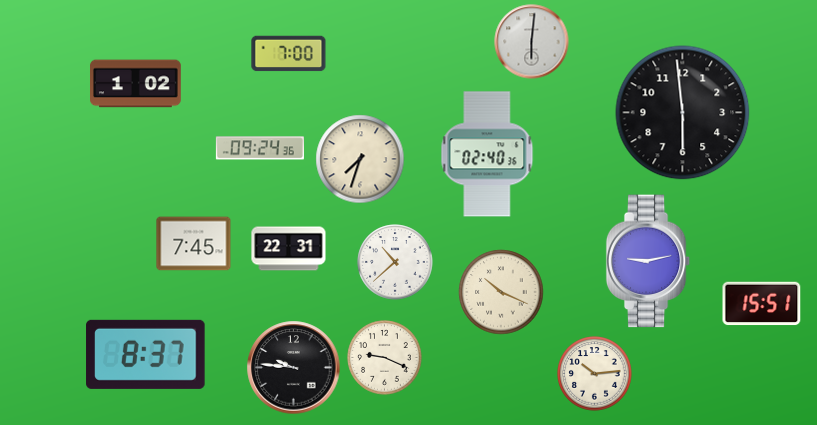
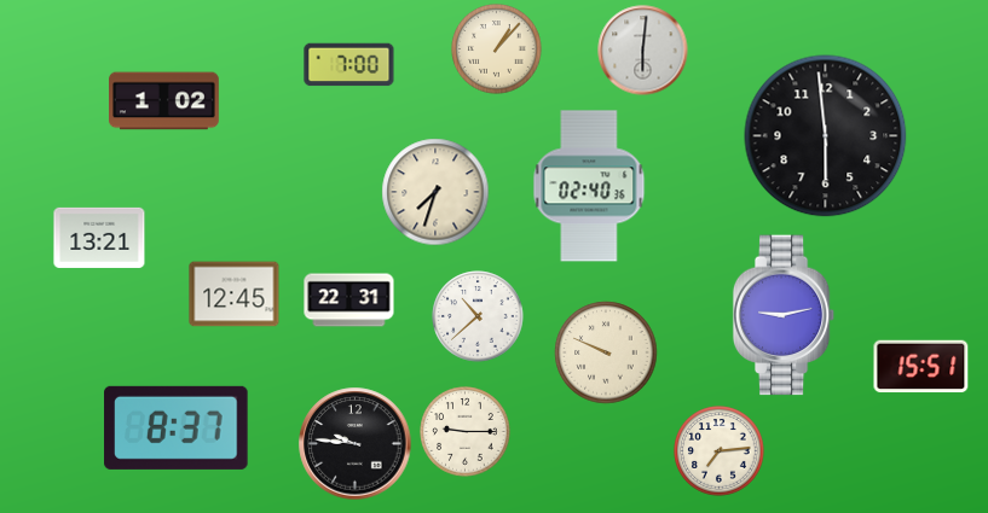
clock at (497, 49): none -> 1:07
clock at (260, 148): 09:24 -> none
clock at (99, 238): none -> 13:21
clock at (194, 244): 7:45 -> 12:45
clock at (501, 292): 10:19 -> 9:49
clock at (385, 358): 9:19 -> 9:15
clock at (595, 374): 10:14 -> 7:14
